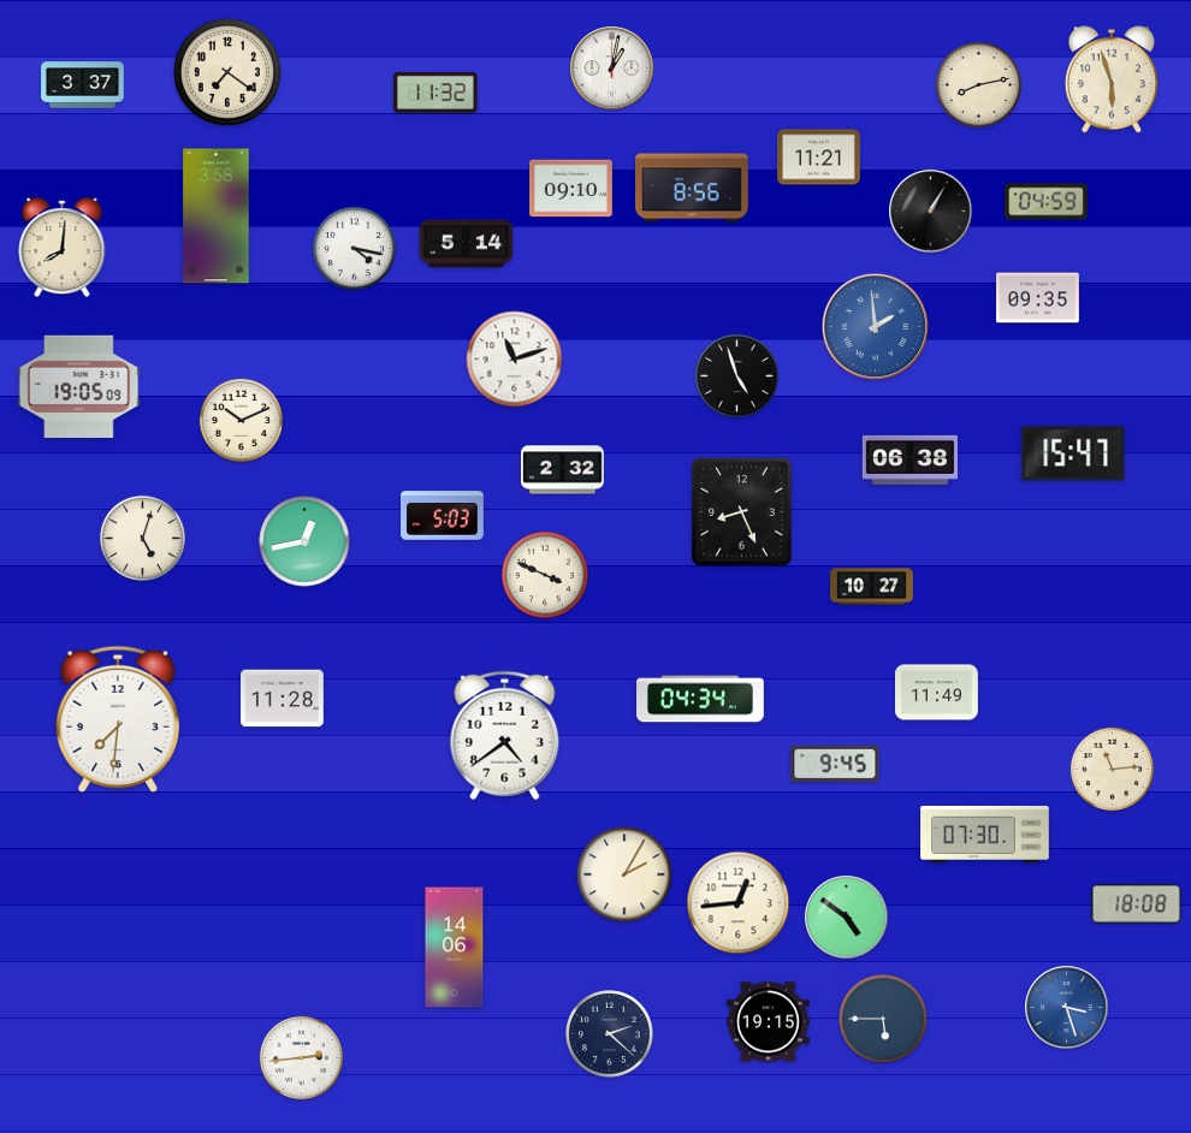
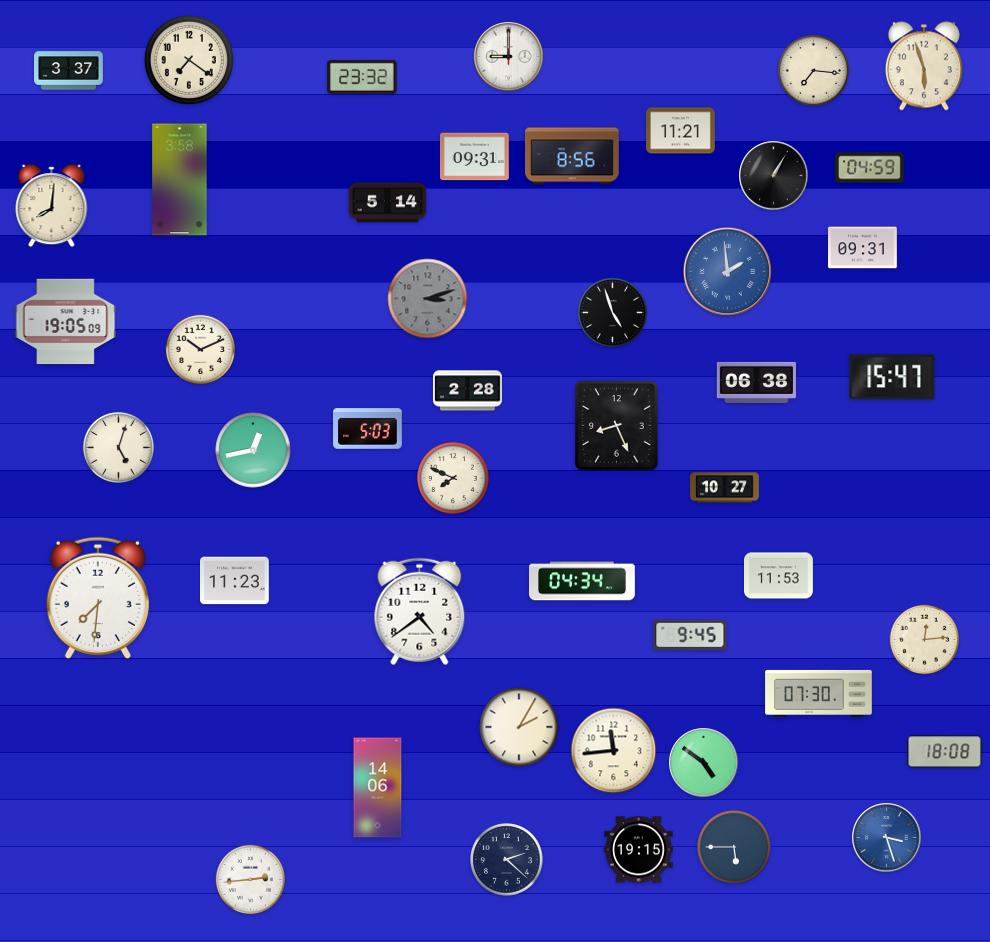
clock at (612, 69): 1:02 -> 9:00
clock at (978, 84): 8:13 -> 7:16
clock at (435, 93): 11:32 -> 23:32
clock at (693, 188) position: (693, 188) -> (573, 156)
clock at (571, 189): 09:10 -> 09:31
clock at (354, 248): 4:17 -> none
clock at (1038, 298): 09:35 -> 09:31
clock at (515, 360): 11:12 -> 3:12
clock at (515, 360) dial: white -> grey
clock at (563, 470): 2:32 -> 2:28
clock at (546, 576): 3:49 -> 7:49
clock at (937, 693): 11:49 -> 11:53
clock at (283, 699): 11:28 -> 11:23
clock at (835, 764) position: (835, 764) -> (690, 635)
clock at (1112, 769): 11:14 -> 12:14
clock at (739, 903): 12:44 -> 11:44
